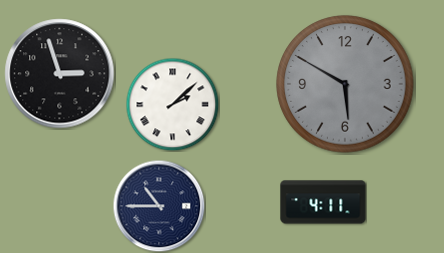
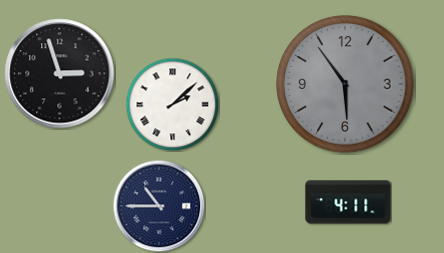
clock at (345, 84): 5:50 -> 5:54
clock at (323, 202) position: (323, 202) -> (348, 202)
